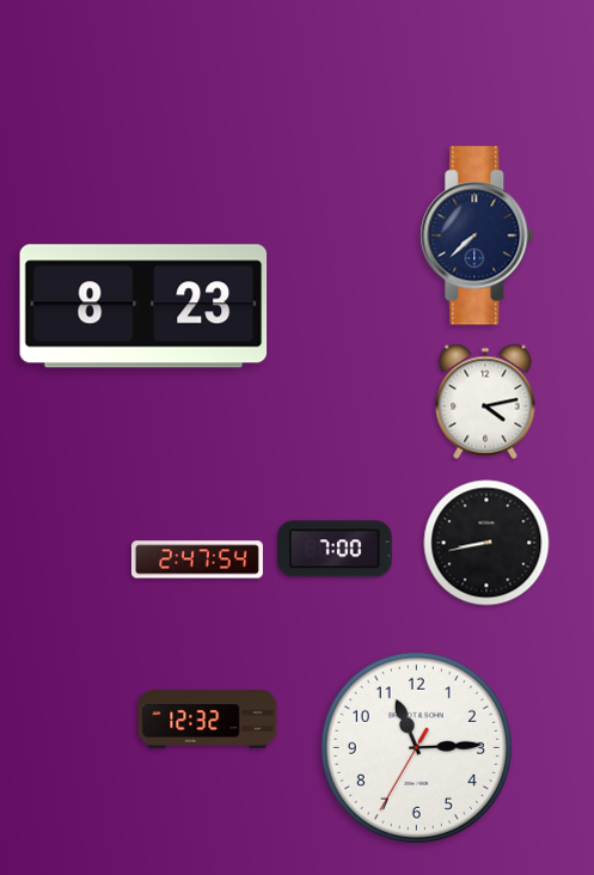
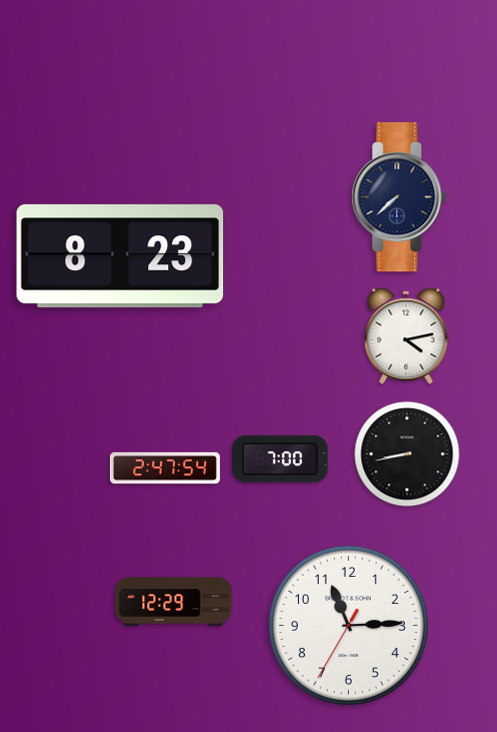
clock at (208, 720): 12:32 -> 12:29
